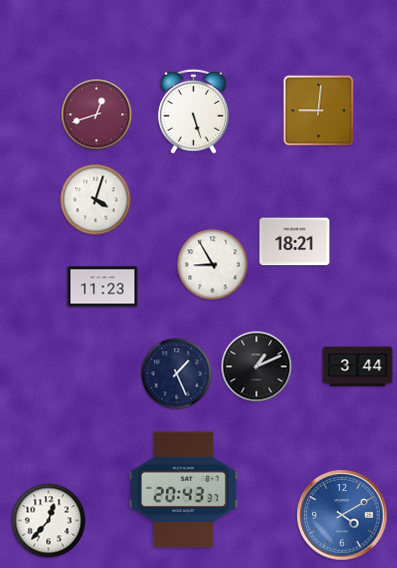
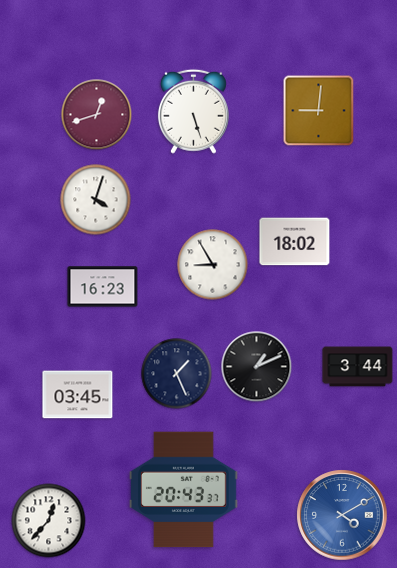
clock at (295, 242): 18:21 -> 18:02
clock at (103, 287): 11:23 -> 16:23
clock at (78, 395): none -> 03:45
